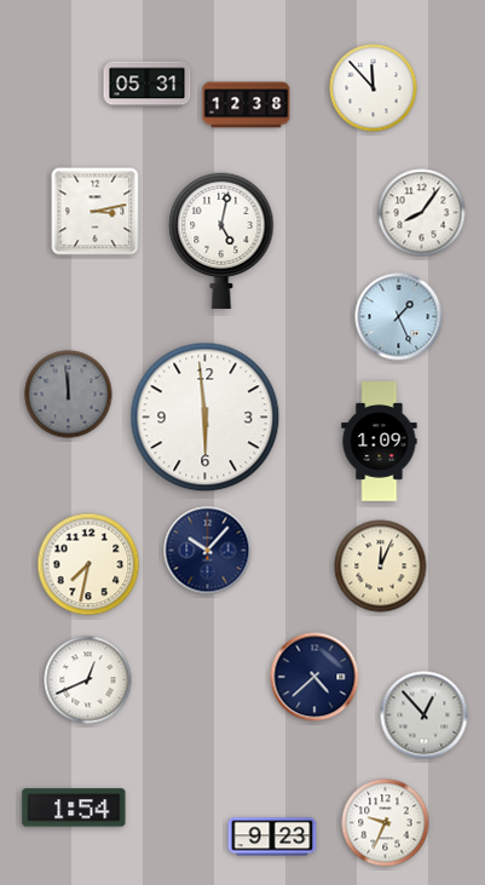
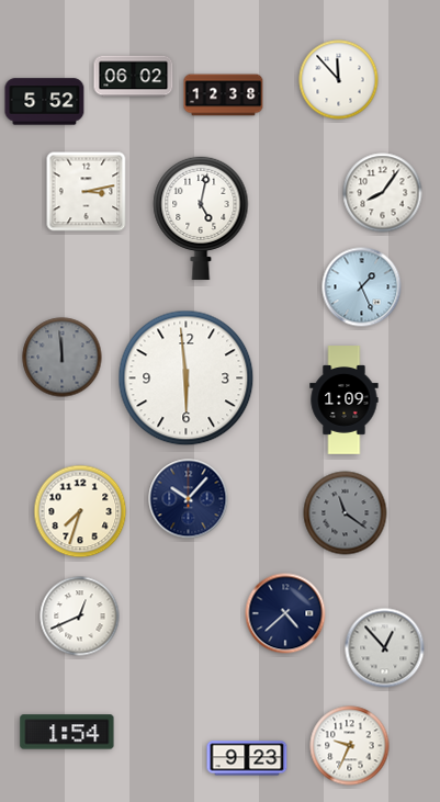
clock at (148, 85): 05:31 -> 06:02
clock at (45, 102): none -> 5:52
clock at (88, 564): 7:32 -> 7:33
clock at (381, 567): 12:04 -> 11:21
clock at (381, 567) dial: cream -> grey
